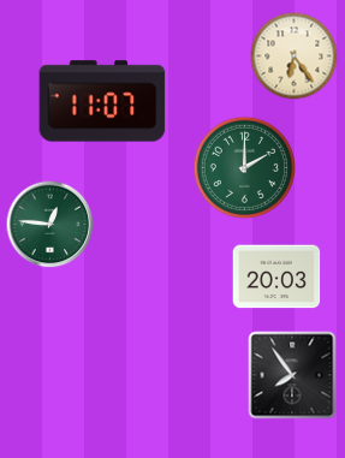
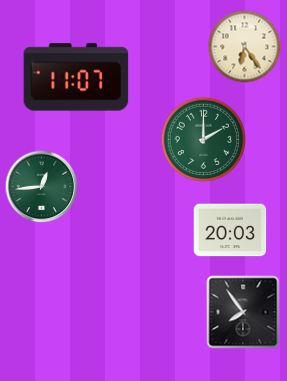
clock at (102, 101) position: (102, 101) -> (76, 77)
clock at (50, 225): 12:46 -> 12:44
